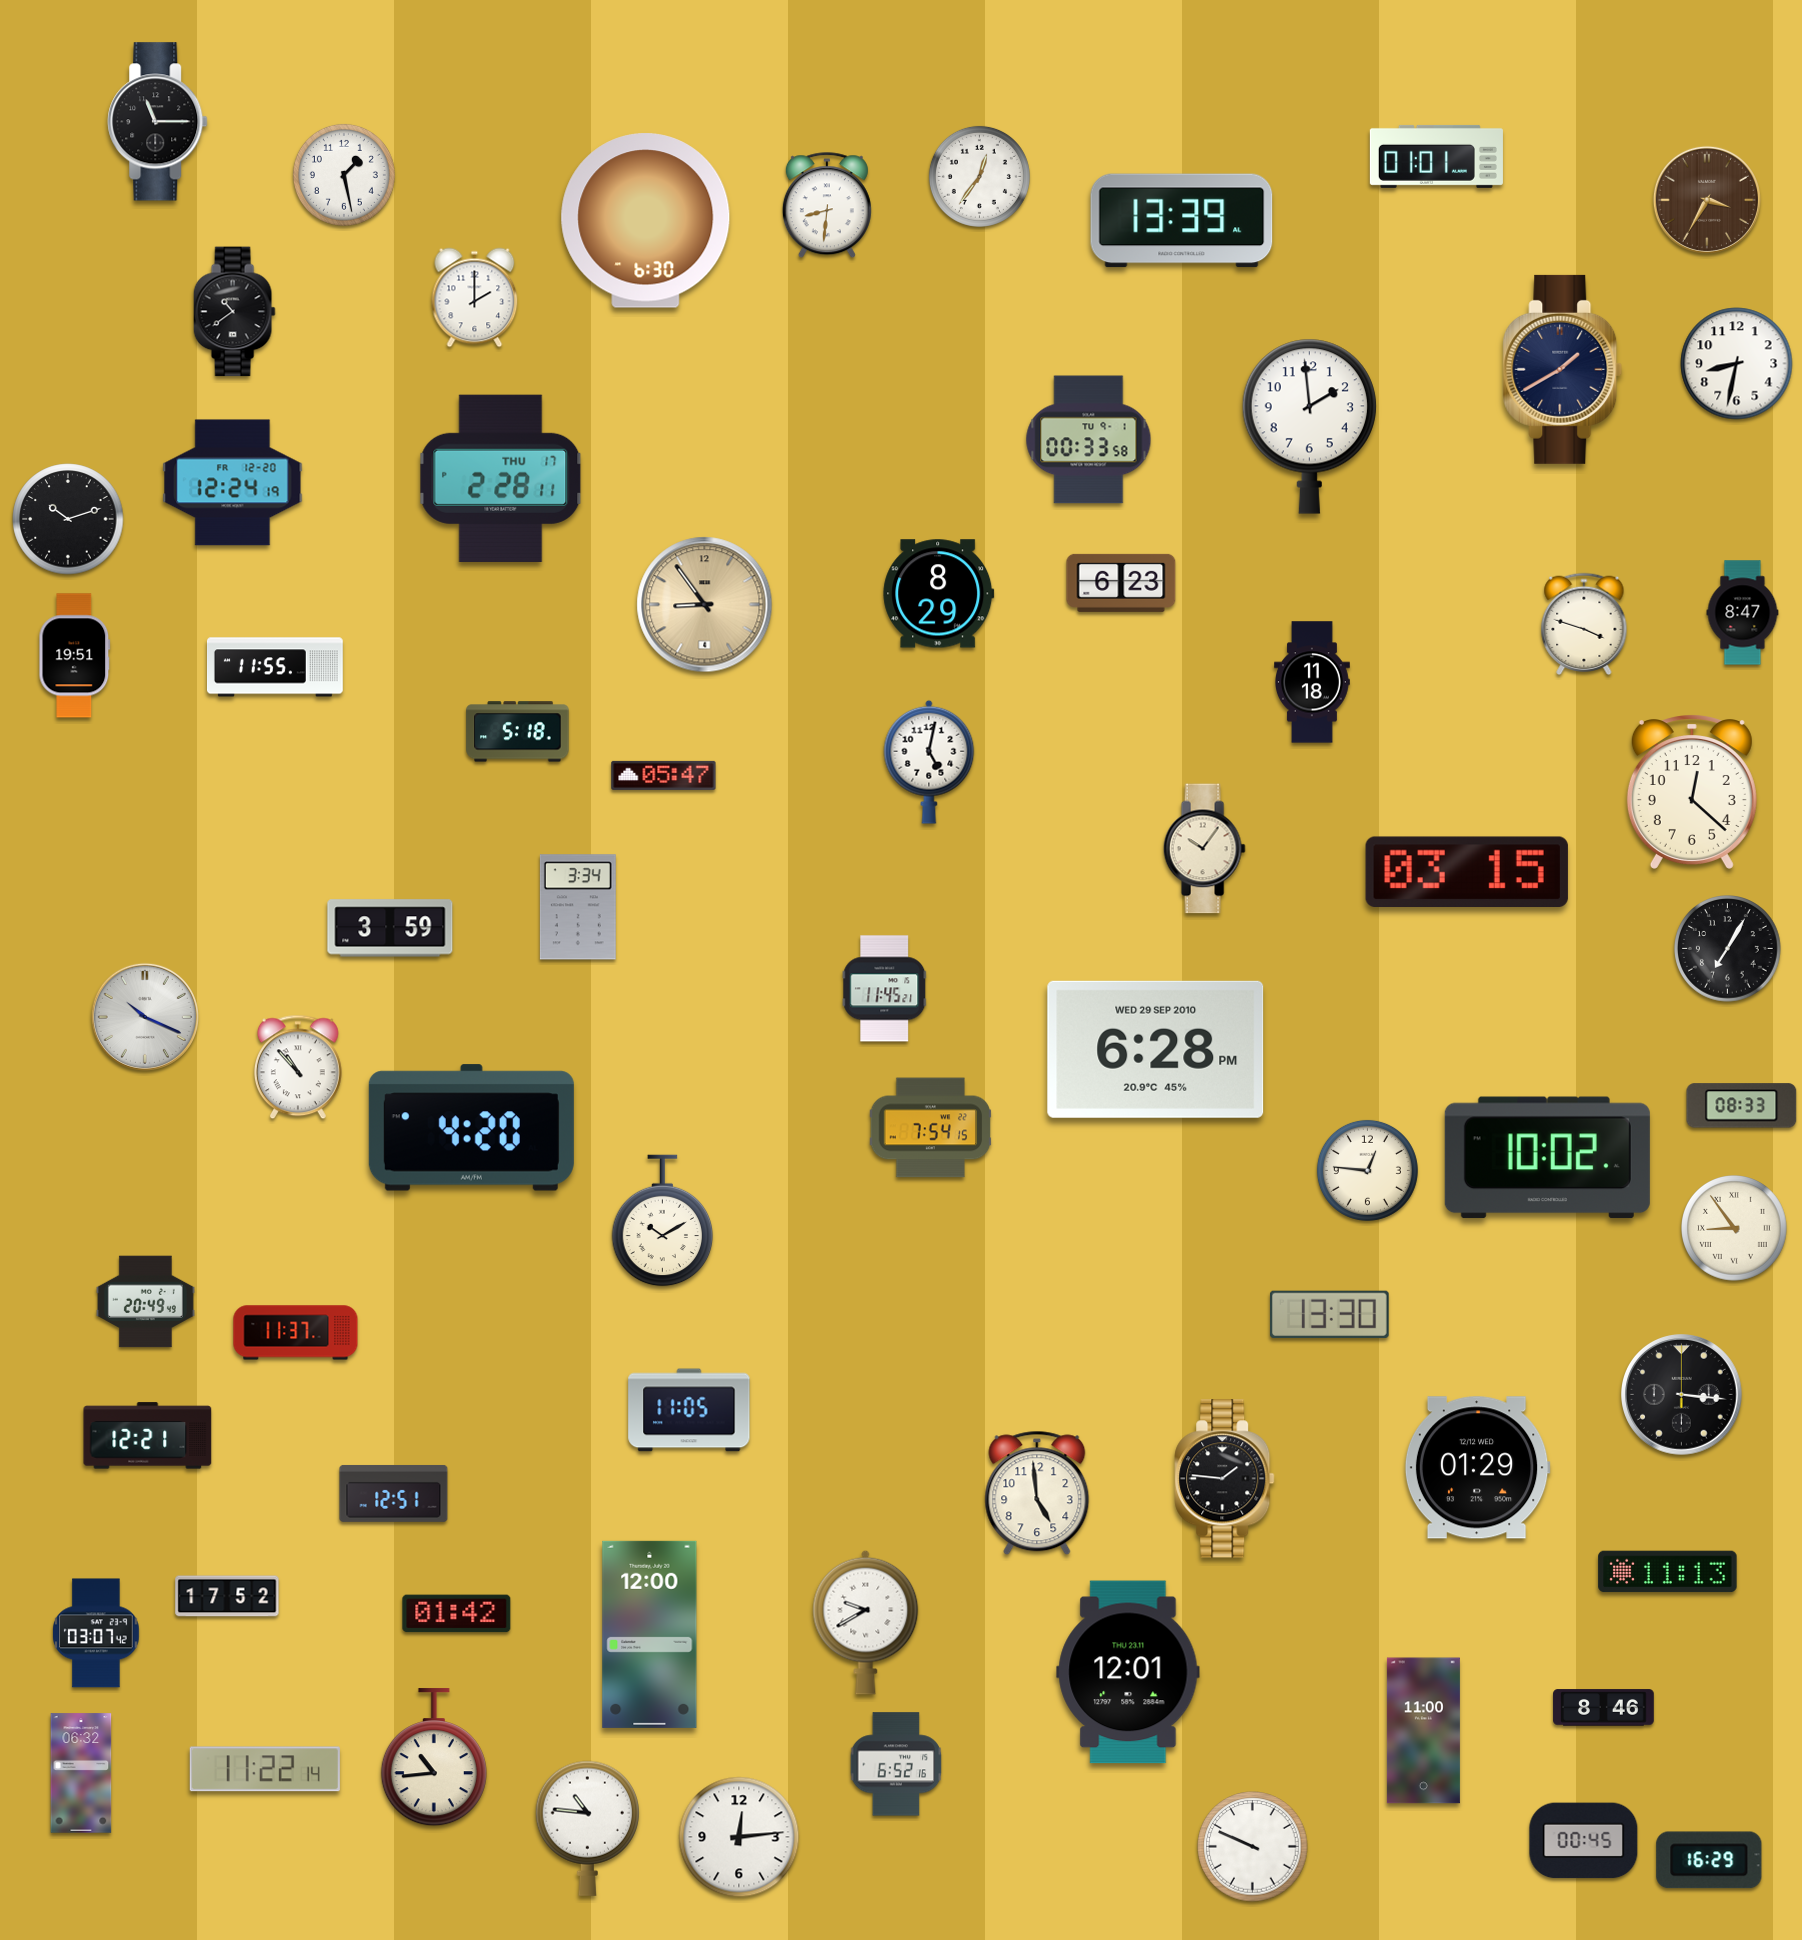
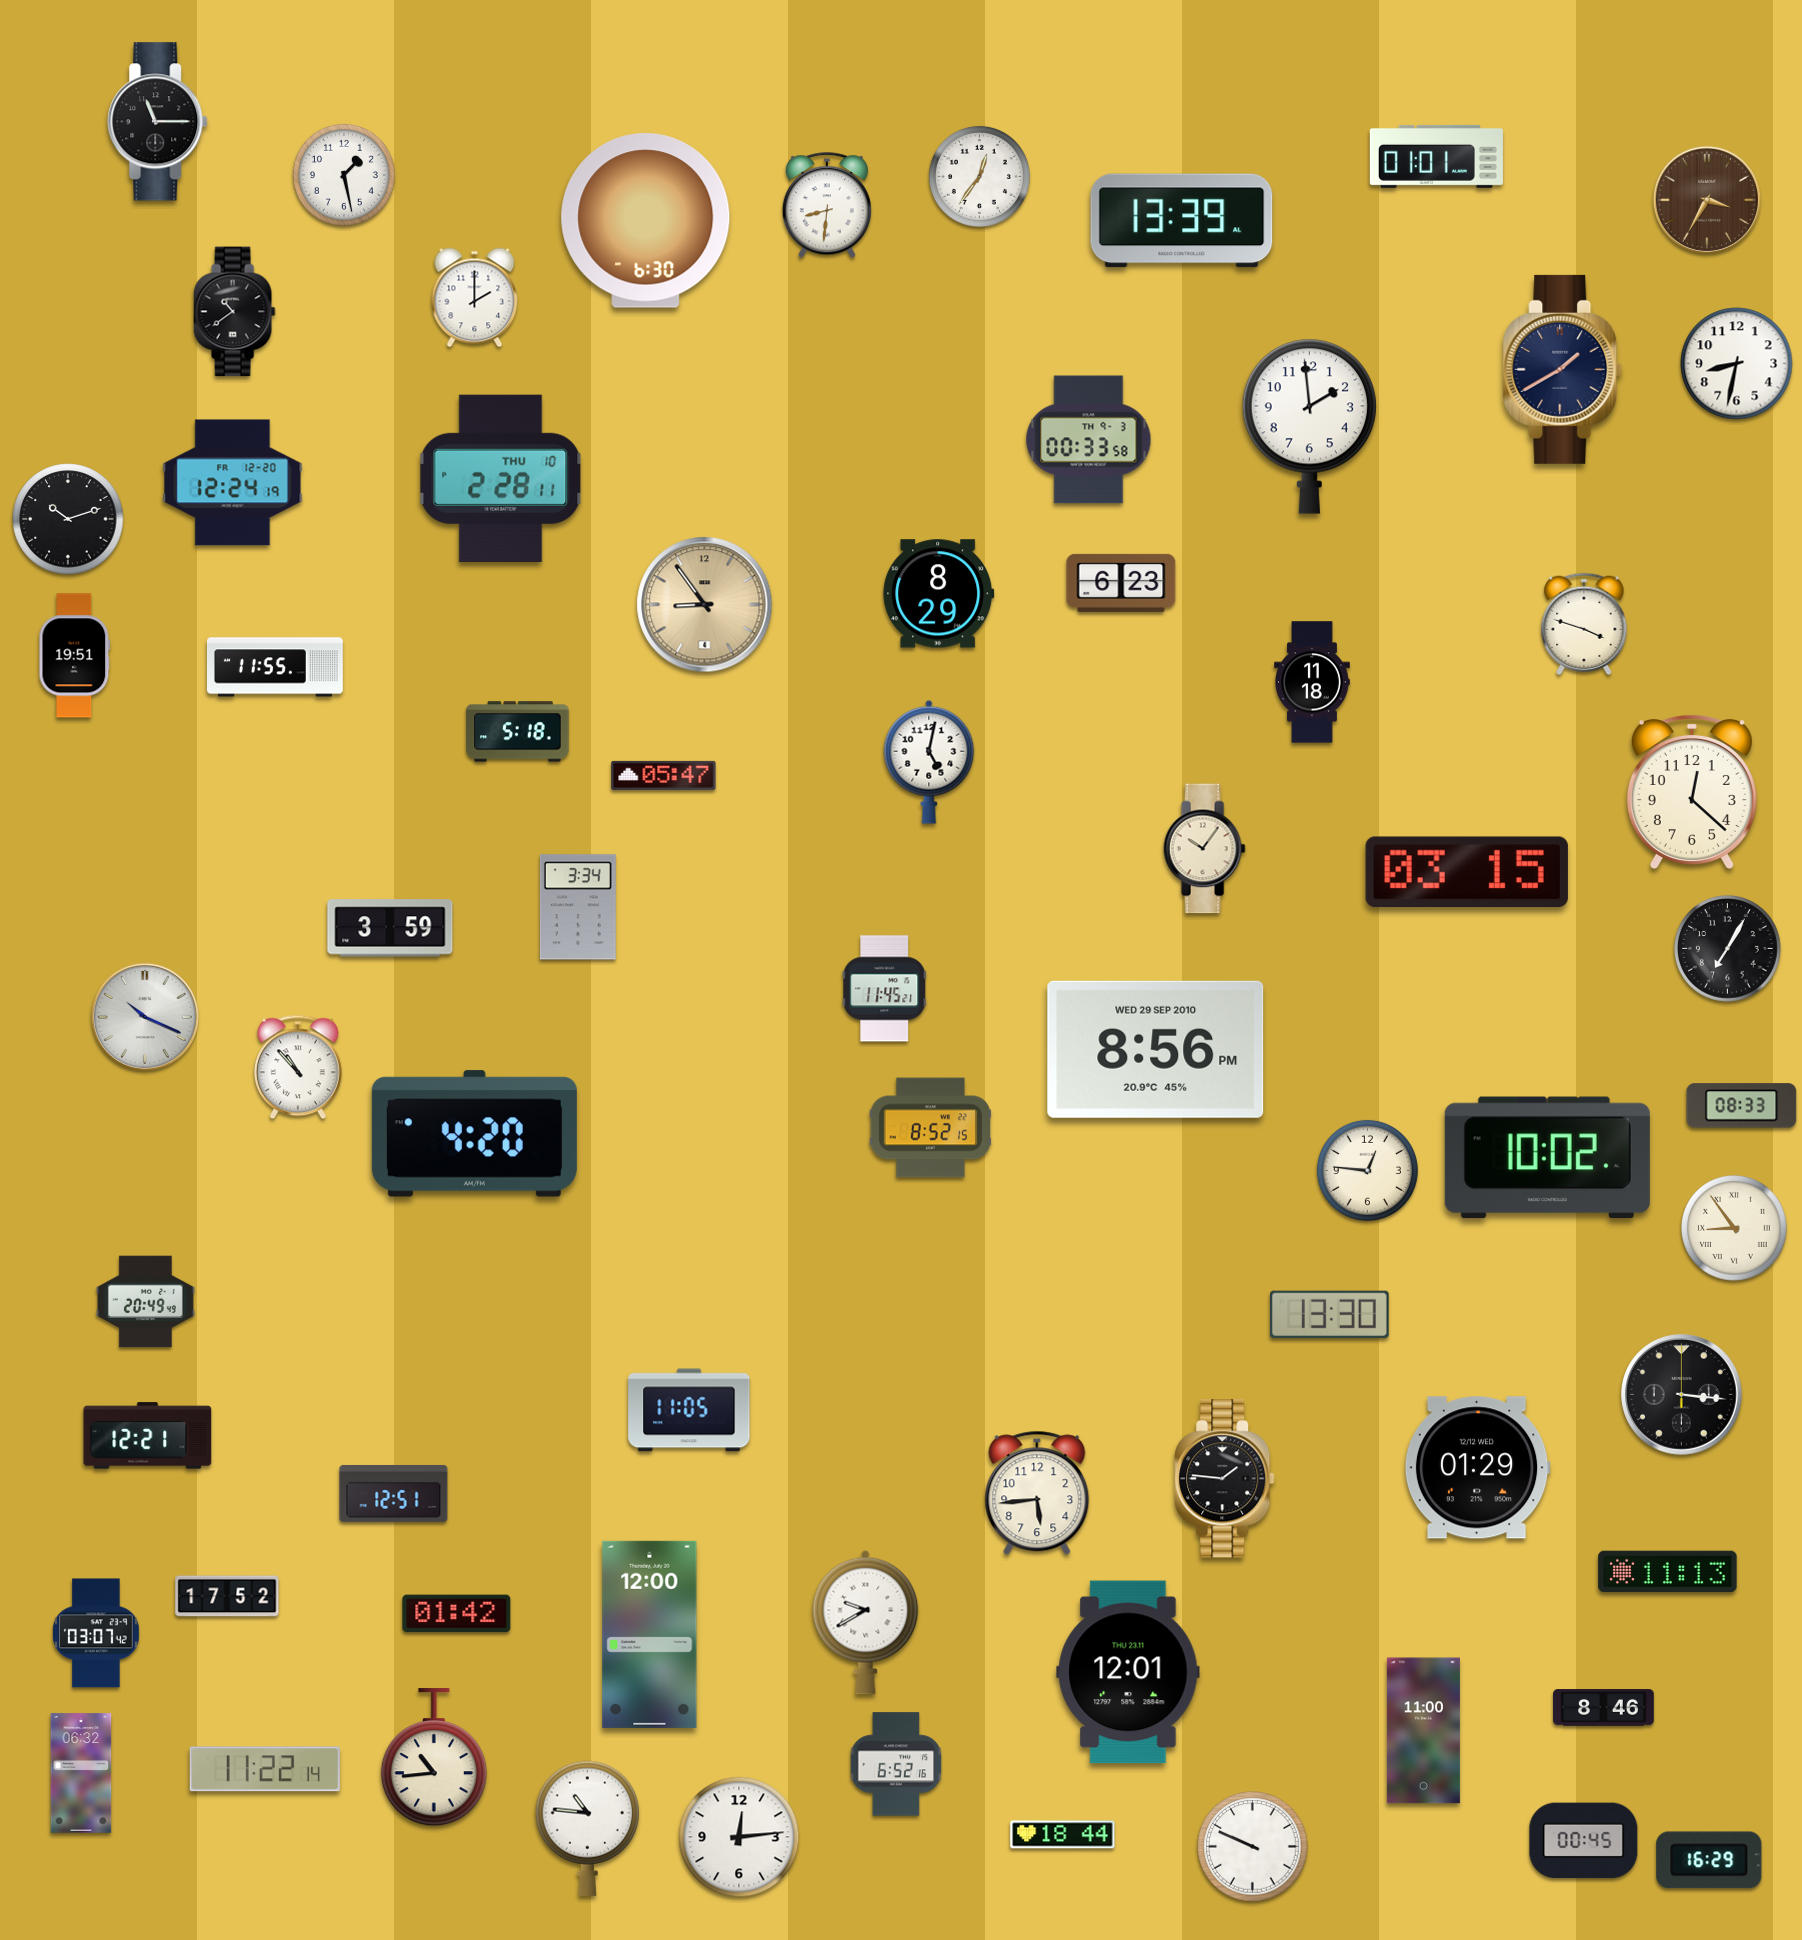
clock at (1089, 440) date: TU 9-1 -> TH 9-3
clock at (501, 478) date: THU 17 -> THU 10
clock at (1743, 613): 8:47 -> none
clock at (1156, 1049): 6:28 -> 8:56
clock at (471, 1128) position: (471, 1128) -> (474, 1134)
clock at (931, 1128): 7:54 -> 8:52
clock at (663, 1221): 10:10 -> none
clock at (296, 1333): 11:37 -> none
clock at (1037, 1493): 4:59 -> 5:44
clock at (1063, 1835): none -> 18:44
